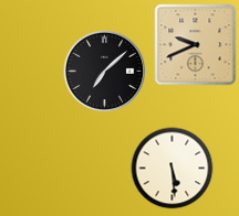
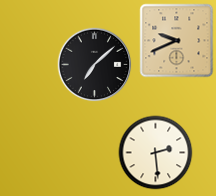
clock at (173, 169): 5:29 -> 2:29
